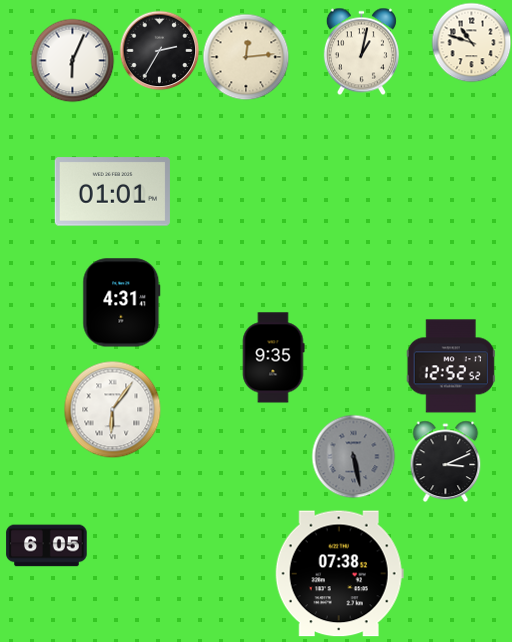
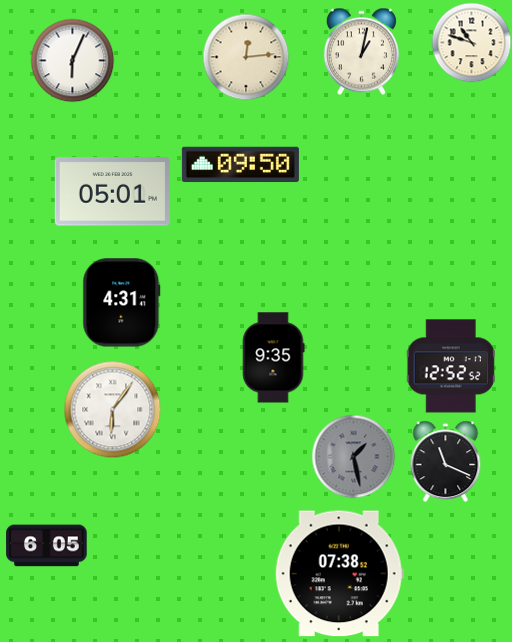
clock at (159, 50): 2:35 -> none
clock at (240, 165): none -> 09:50
clock at (112, 192): 01:01 -> 05:01
clock at (353, 456): 5:28 -> 1:28
clock at (446, 461): 3:11 -> 11:19
